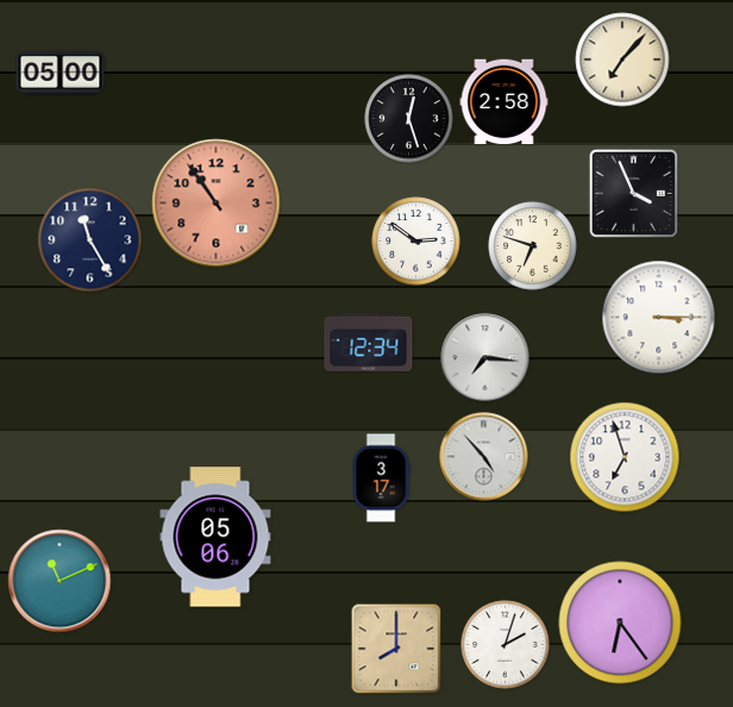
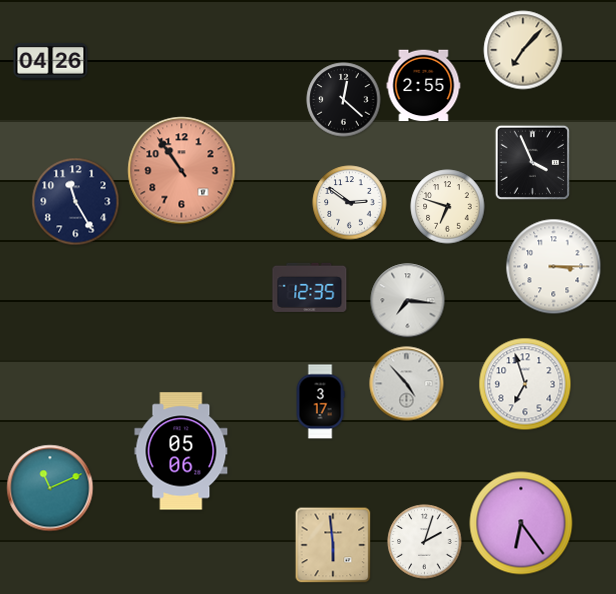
clock at (61, 73): 05:00 -> 04:26
clock at (505, 102): 2:58 -> 2:55
clock at (409, 119): 12:27 -> 12:22
clock at (369, 342): 12:34 -> 12:35
clock at (396, 649): 8:00 -> 5:59
